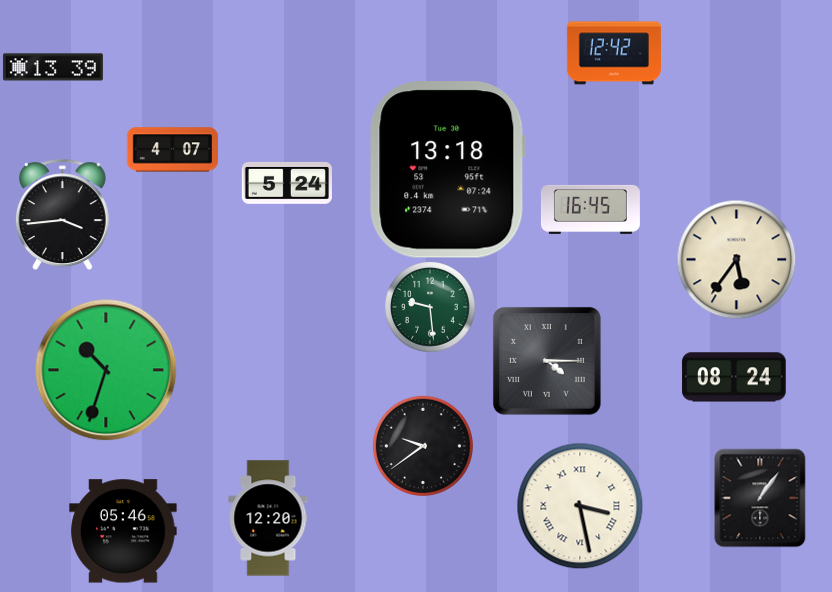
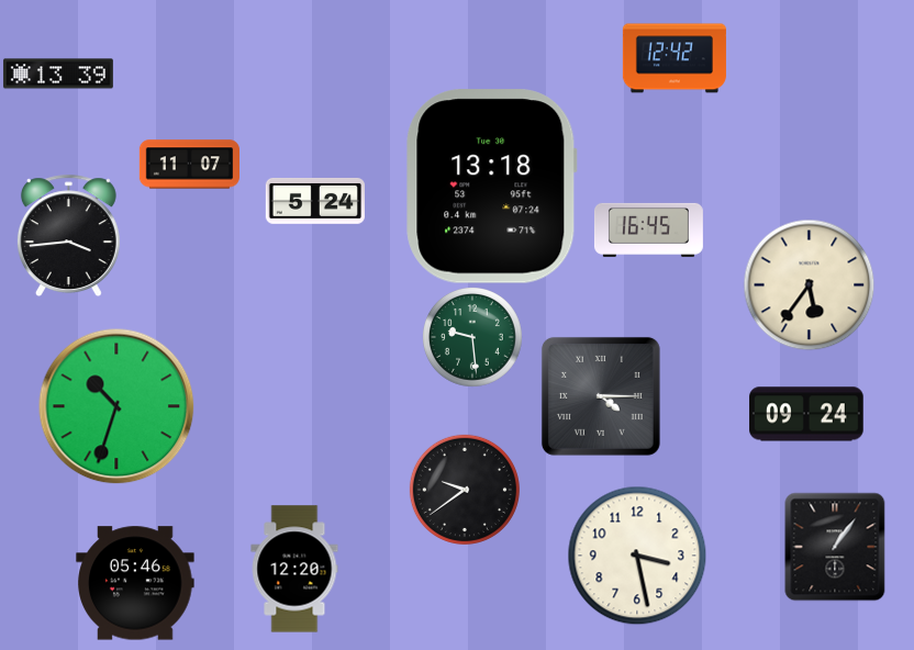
clock at (172, 150): 4:07 -> 11:07
clock at (735, 377): 08:24 -> 09:24
clock at (580, 506) numerals: Roman -> Arabic
